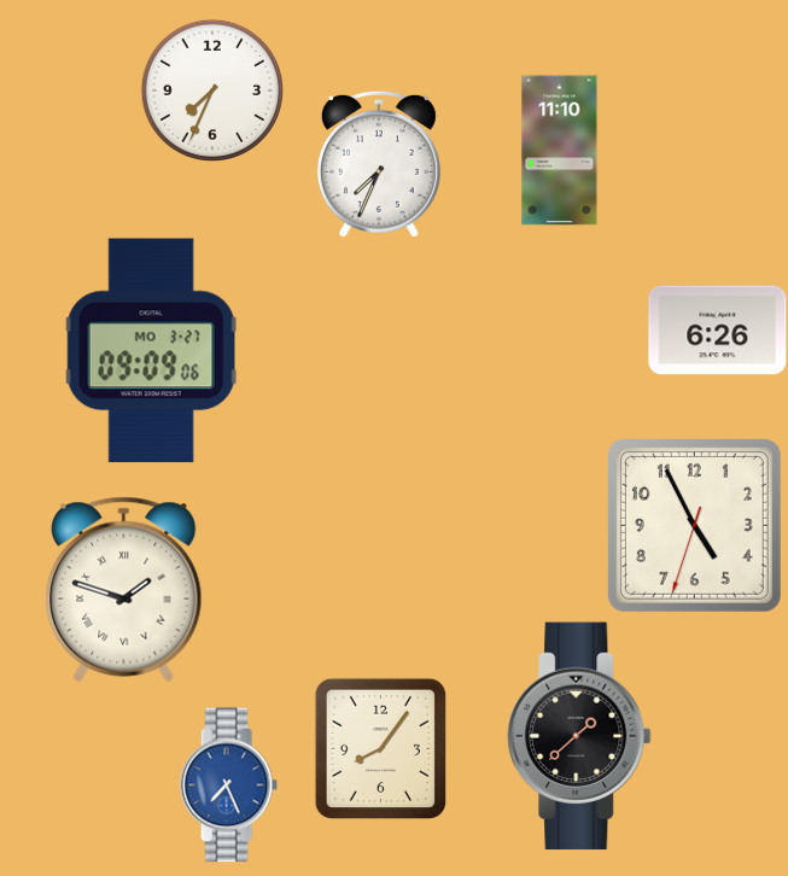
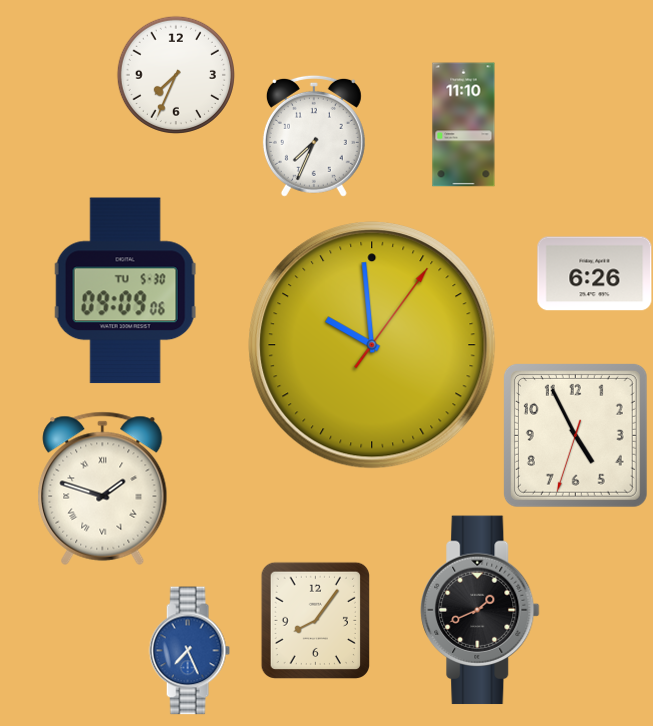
clock at (152, 351) date: MO 3-27 -> TU 5-30
clock at (372, 345): none -> 9:59
clock at (579, 736): 1:38 -> 1:41
